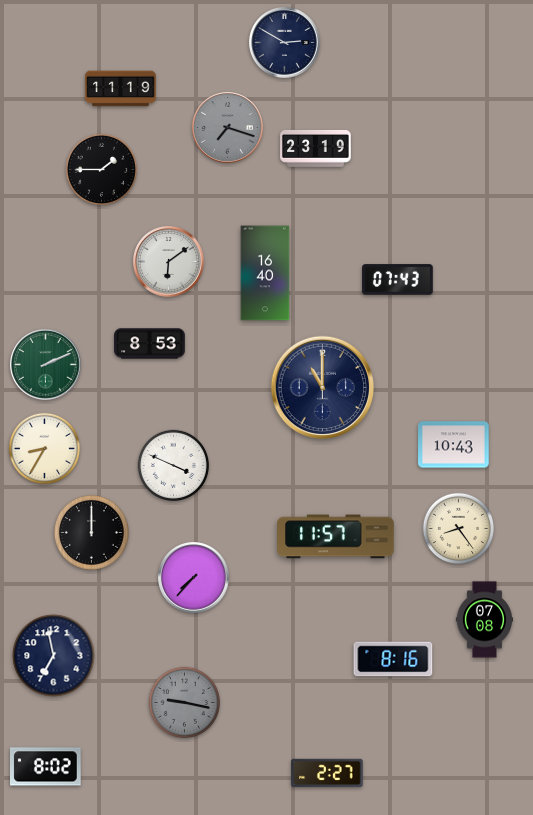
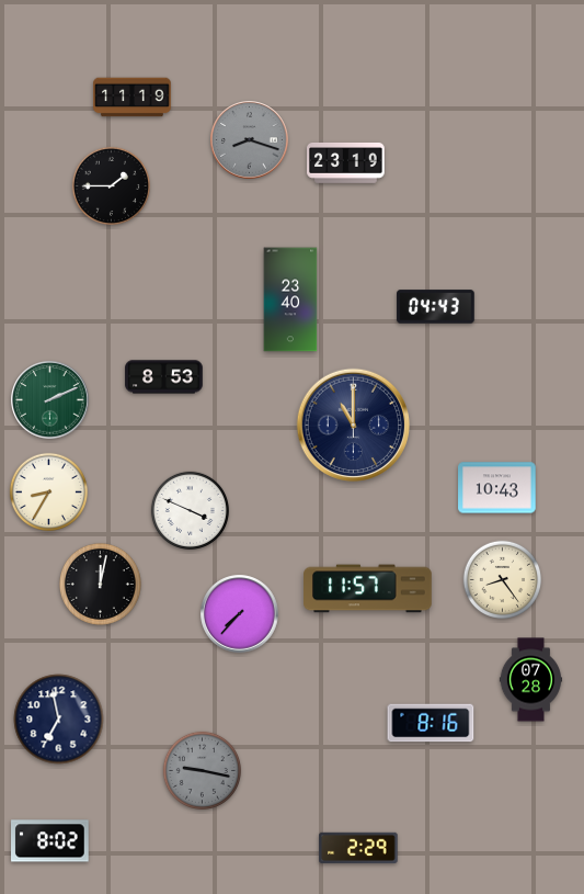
clock at (285, 43): 2:50 -> none
clock at (228, 128): 7:18 -> 8:18
clock at (169, 262): 6:09 -> none
clock at (265, 273): 16:40 -> 23:40
clock at (398, 280): 07:43 -> 04:43
clock at (91, 532): 12:00 -> 12:02
clock at (194, 578) position: (194, 578) -> (240, 614)
clock at (484, 620): 07:08 -> 07:28
clock at (327, 772): 2:27 -> 2:29
